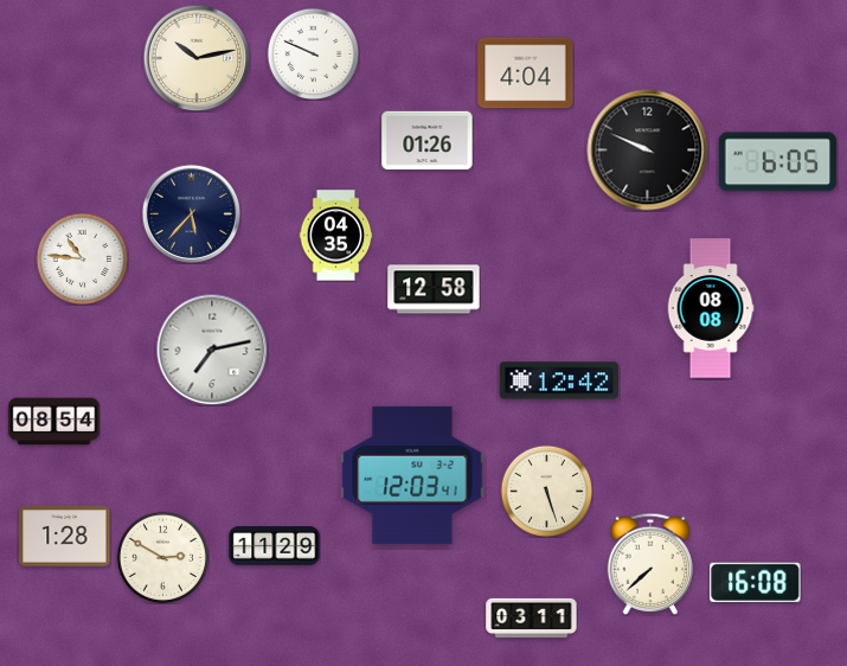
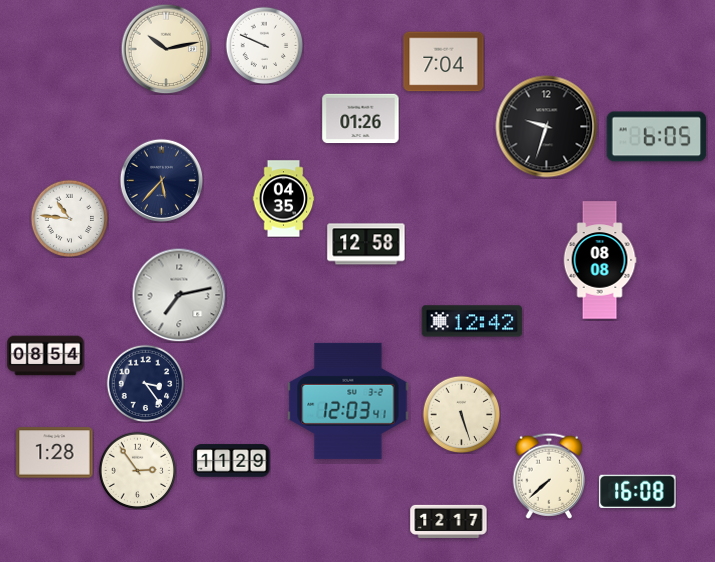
clock at (526, 73): 4:04 -> 7:04
clock at (648, 151): 9:49 -> 9:33
clock at (145, 383): none -> 3:24
clock at (162, 557): 2:50 -> 2:54
clock at (532, 617): 03:11 -> 12:17
